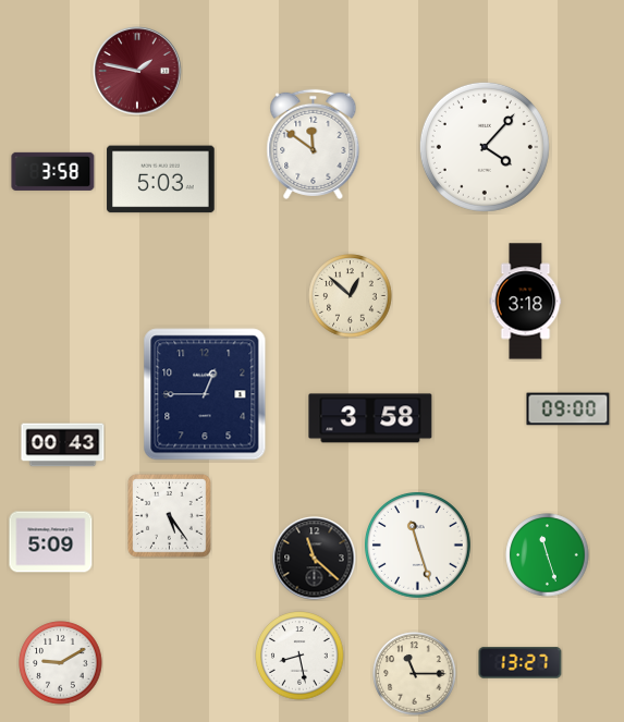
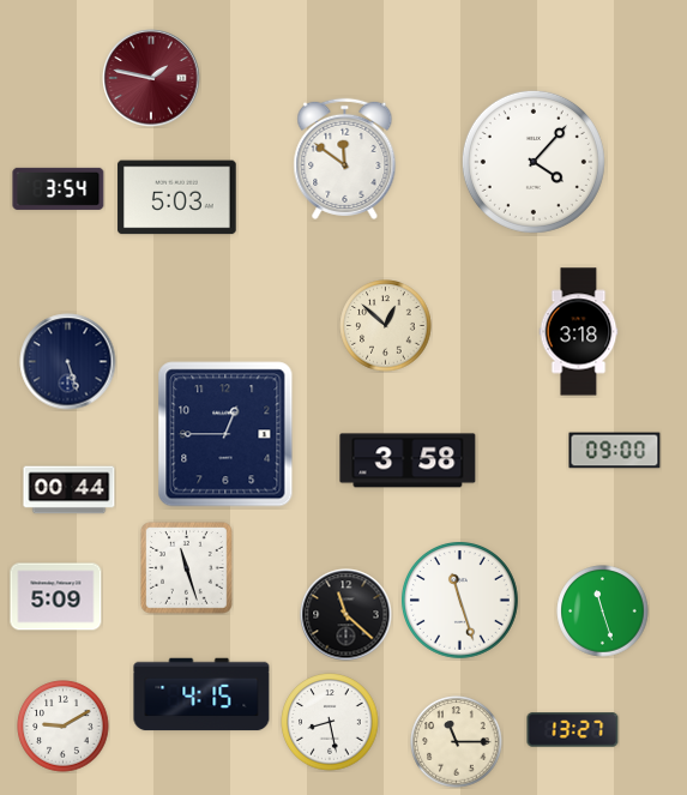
clock at (53, 171): 3:58 -> 3:54
clock at (68, 362): none -> 5:27
clock at (568, 409) position: (568, 409) -> (615, 451)
clock at (63, 445): 00:43 -> 00:44
clock at (170, 516): 5:24 -> 11:27
clock at (201, 694): none -> 4:15
clock at (61, 663) position: (61, 663) -> (64, 727)
